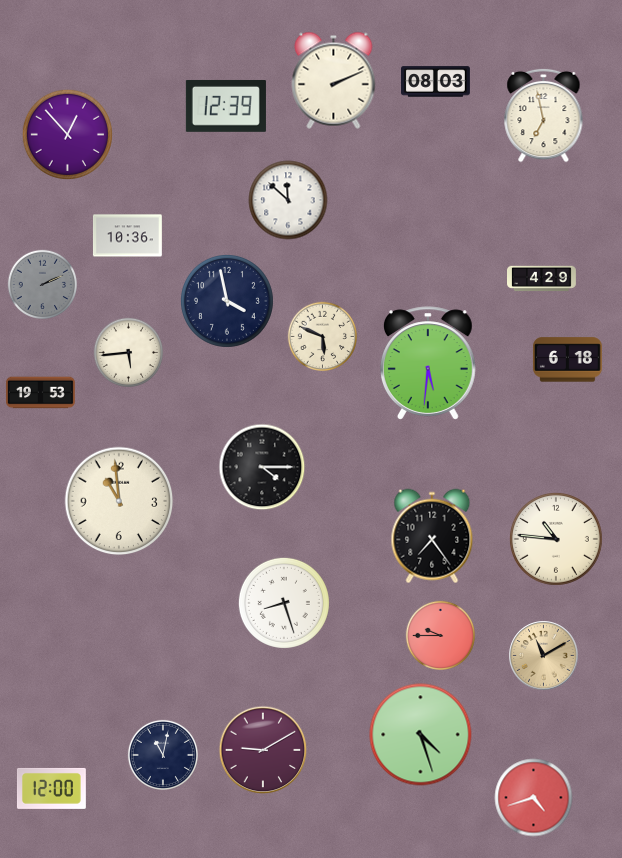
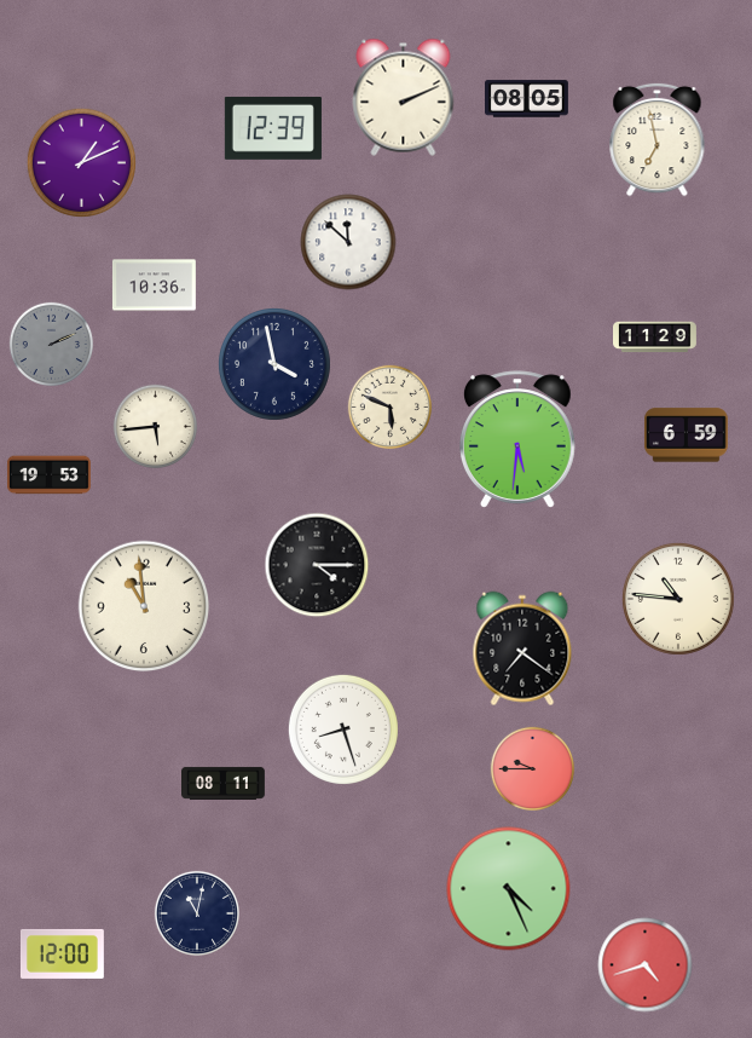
clock at (436, 82): 08:03 -> 08:05
clock at (67, 134): 12:53 -> 1:11
clock at (542, 279): 4:29 -> 11:29
clock at (567, 360): 6:18 -> 6:59
clock at (432, 536): 7:24 -> 7:21
clock at (556, 539) position: (556, 539) -> (678, 599)
clock at (224, 783): none -> 08:11
clock at (544, 656): 11:10 -> none
clock at (421, 735): 4:27 -> 4:26
clock at (263, 750): 9:10 -> none
